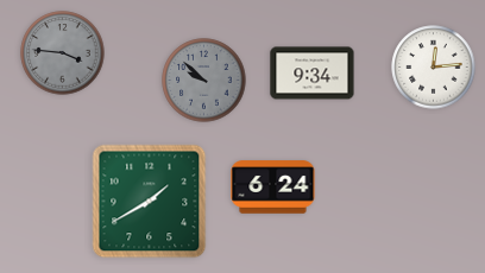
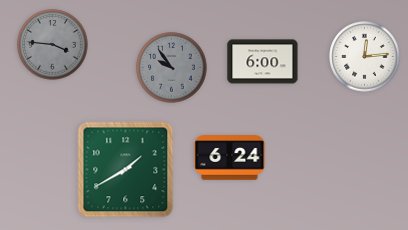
clock at (313, 74): 9:34 -> 6:00
clock at (204, 81): 9:52 -> 9:54
